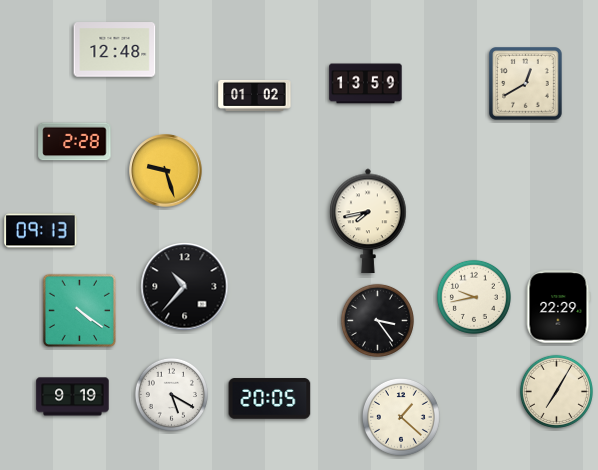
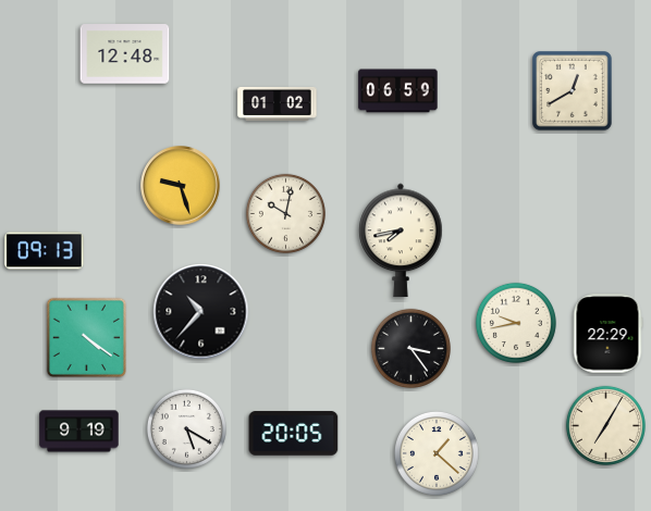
clock at (366, 84): 13:59 -> 06:59
clock at (75, 142): 2:28 -> none
clock at (285, 213): none -> 10:02
